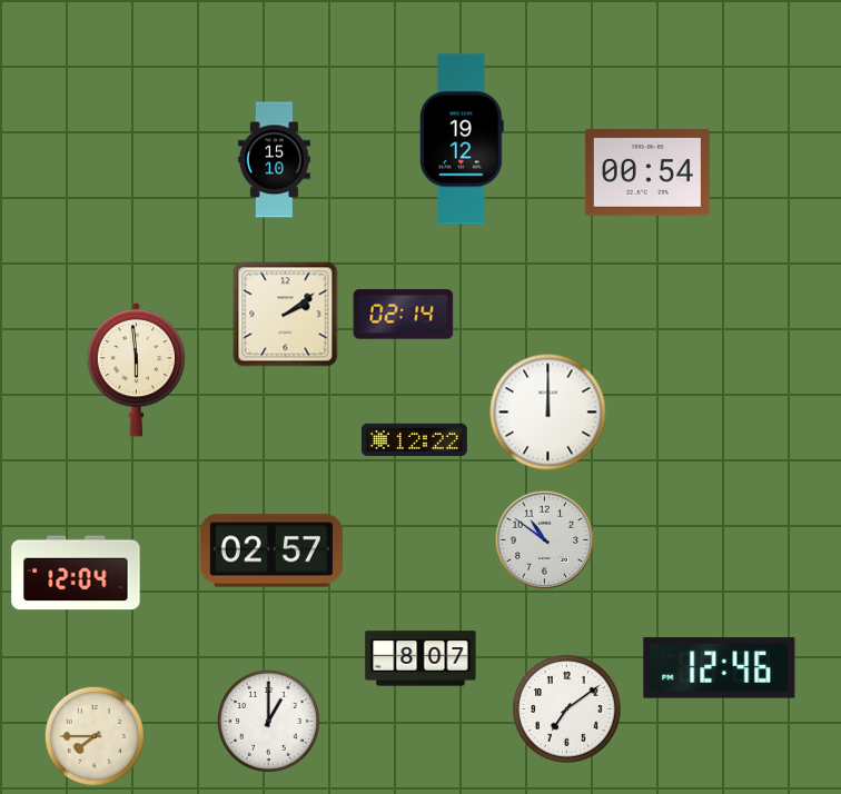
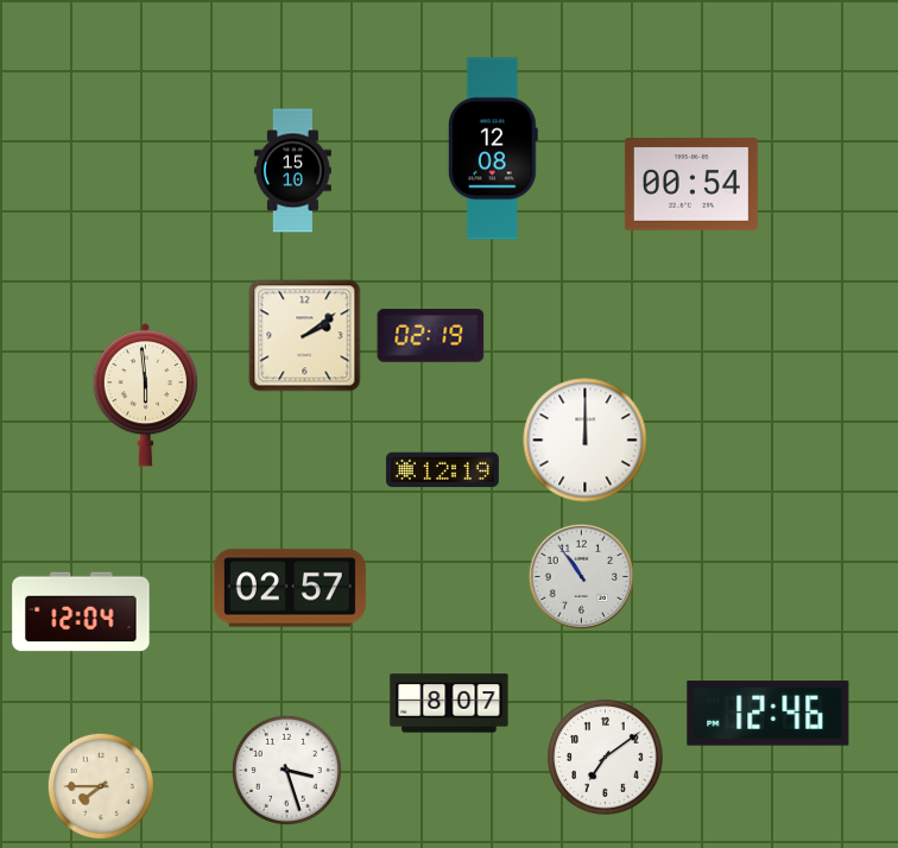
clock at (462, 139): 19:12 -> 12:08
clock at (404, 315): 02:14 -> 02:19
clock at (414, 440): 12:22 -> 12:19
clock at (544, 539): 10:51 -> 10:54
clock at (268, 721): 1:00 -> 3:27
